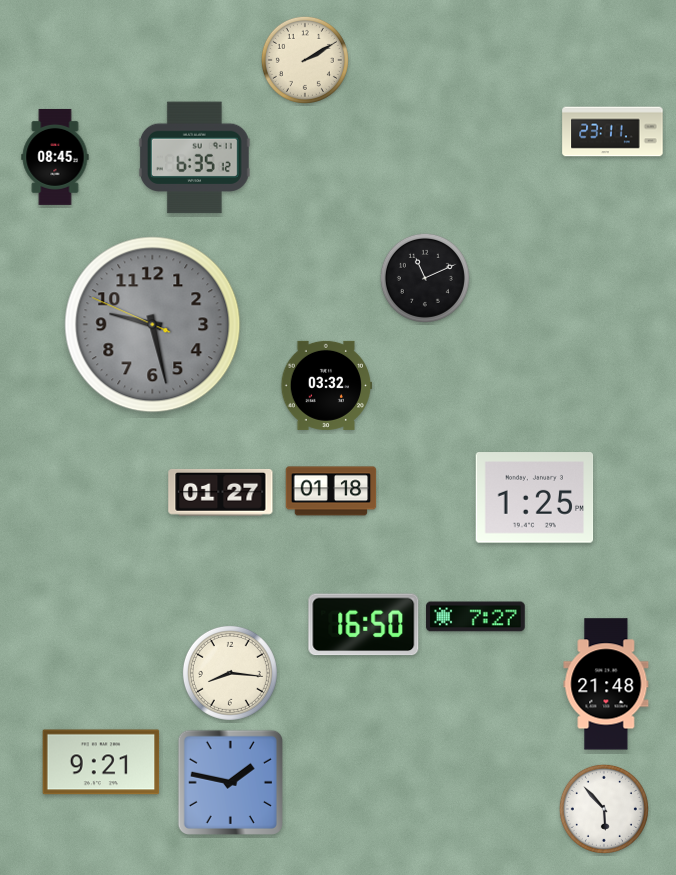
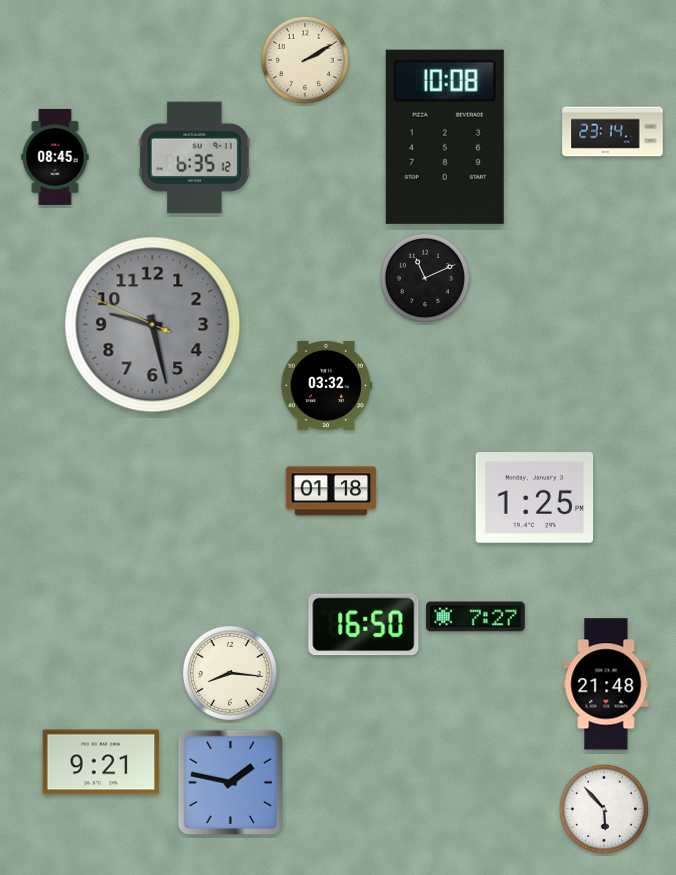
clock at (613, 132): 23:11 -> 23:14
clock at (445, 137): none -> 10:08
clock at (221, 492): 01:27 -> none
